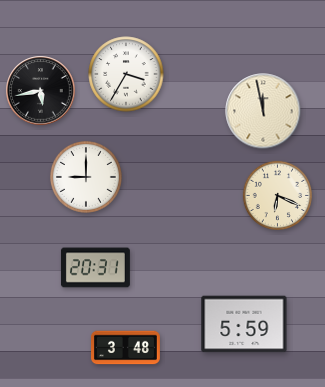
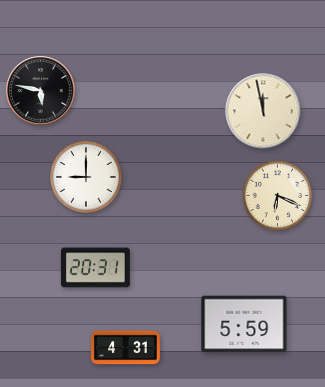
clock at (126, 74): 3:35 -> none
clock at (41, 91): 5:43 -> 5:47
clock at (126, 348): 3:48 -> 4:31
